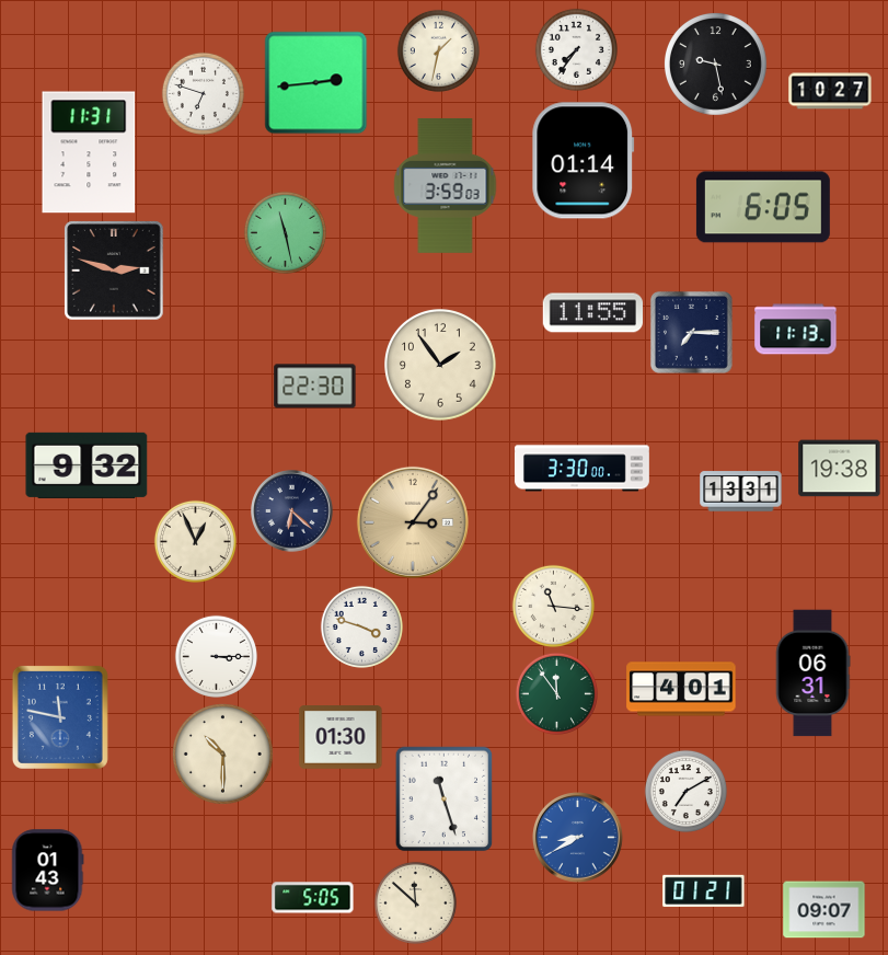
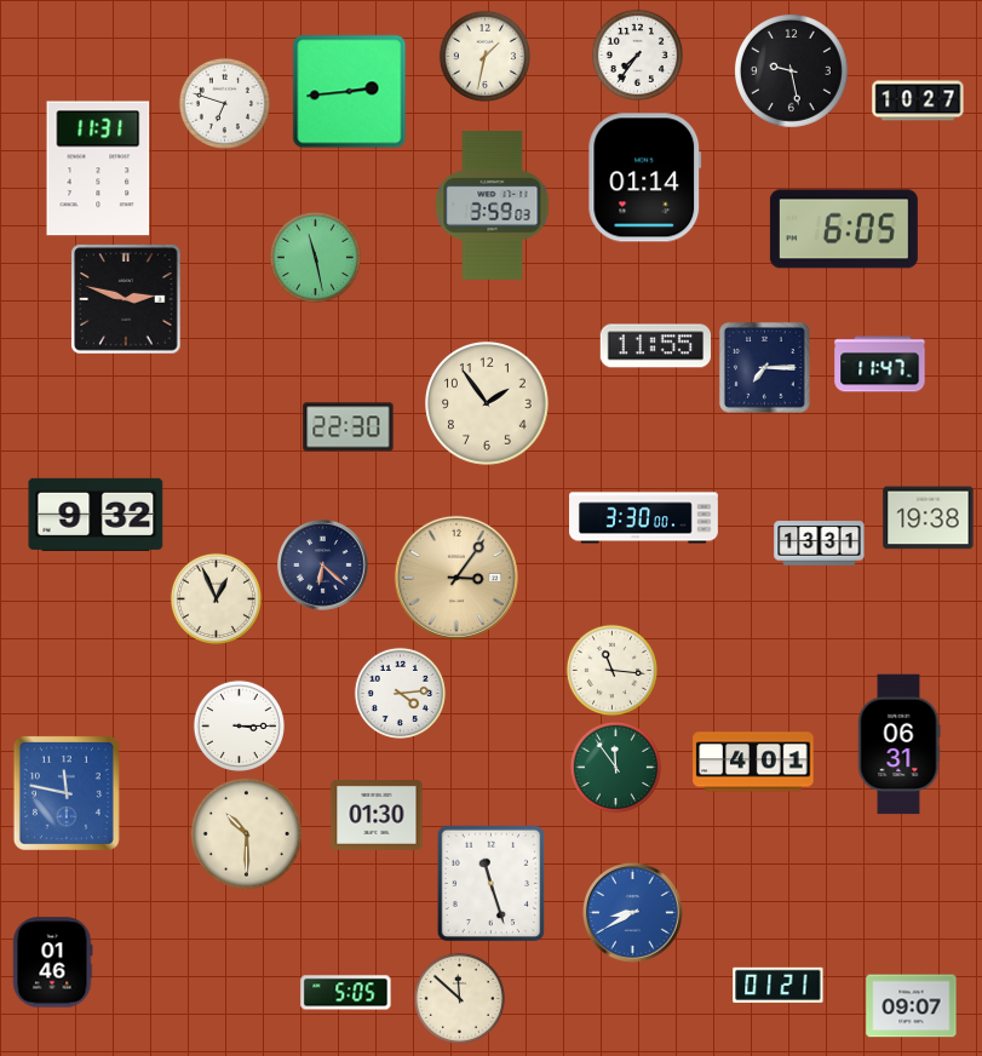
clock at (796, 330): 11:13 -> 11:47
clock at (361, 626): 3:48 -> 4:14
clock at (685, 791): 7:10 -> none
clock at (578, 838) position: (578, 838) -> (633, 913)
clock at (47, 871): 01:43 -> 01:46
